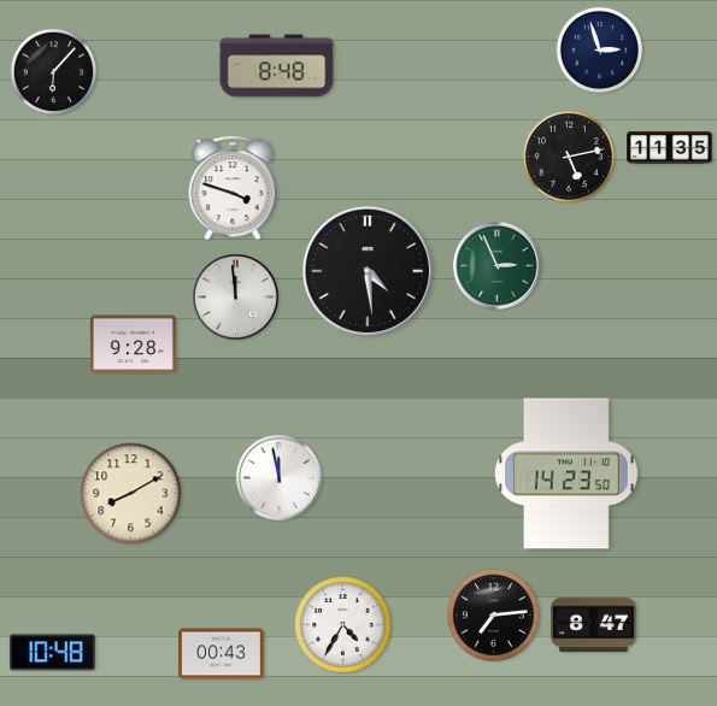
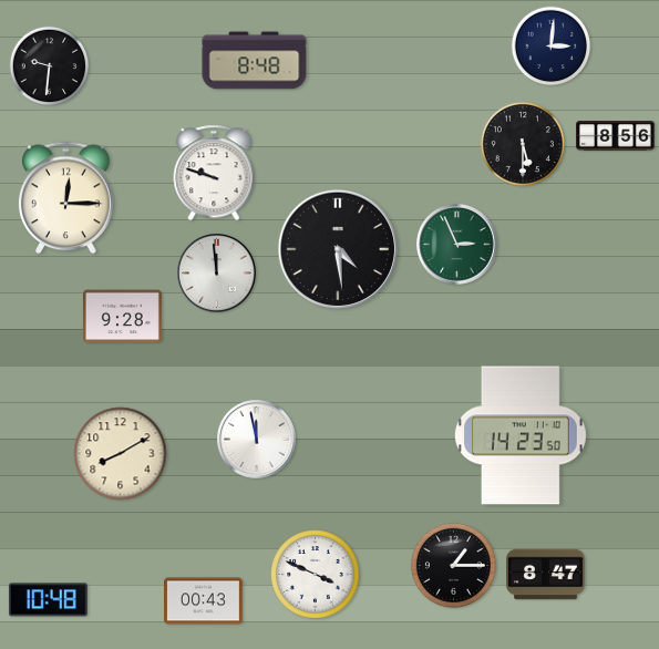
clock at (600, 51): 2:57 -> 3:01
clock at (54, 72): 6:07 -> 9:31
clock at (670, 148): 11:35 -> 8:56
clock at (569, 157): 5:13 -> 5:30
clock at (233, 188): 3:48 -> 9:48
clock at (66, 198): none -> 12:15
clock at (493, 614): 7:14 -> 1:15
clock at (343, 625): 4:35 -> 3:49
